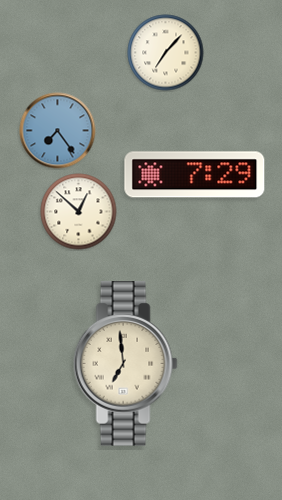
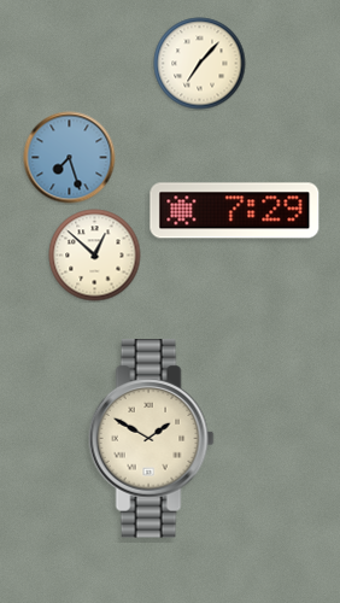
clock at (58, 131): 7:24 -> 7:27
clock at (125, 364): 6:59 -> 1:50
